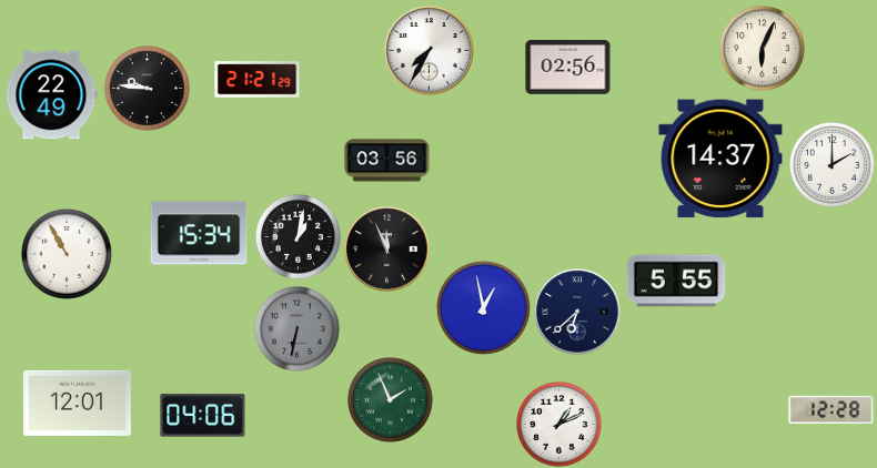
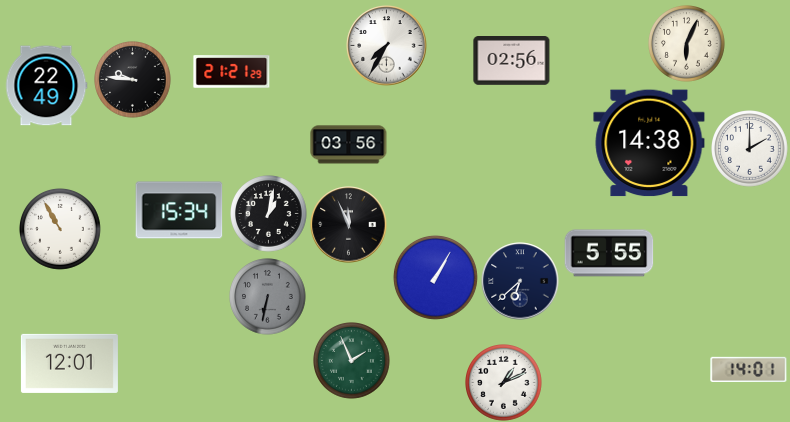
clock at (720, 159): 14:37 -> 14:38
clock at (483, 307): 12:58 -> 1:05
clock at (831, 410): 12:28 -> 14:01
clock at (203, 416): 04:06 -> none
